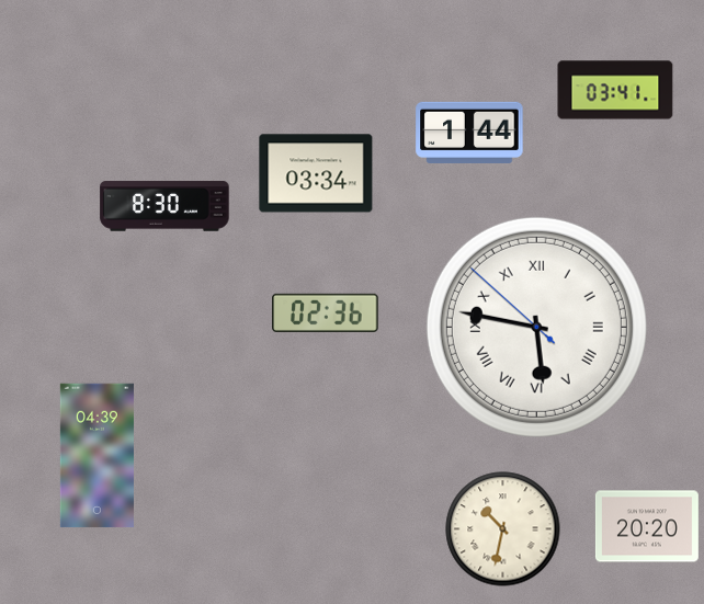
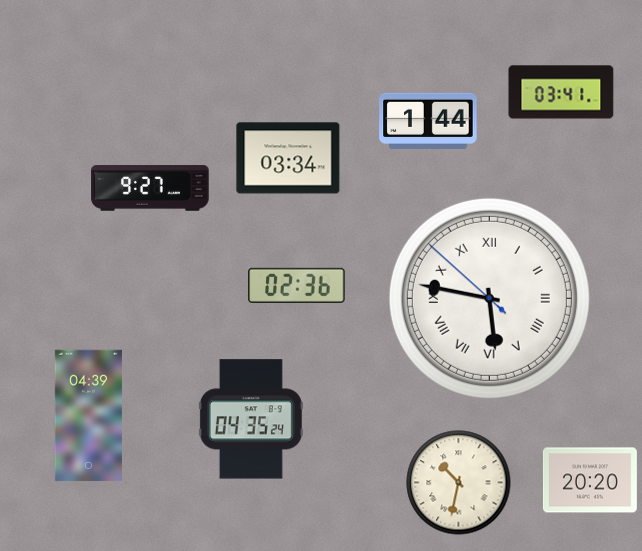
clock at (615, 90) position: (615, 90) -> (561, 92)
clock at (164, 206): 8:30 -> 9:27
clock at (251, 419): none -> 04:35
